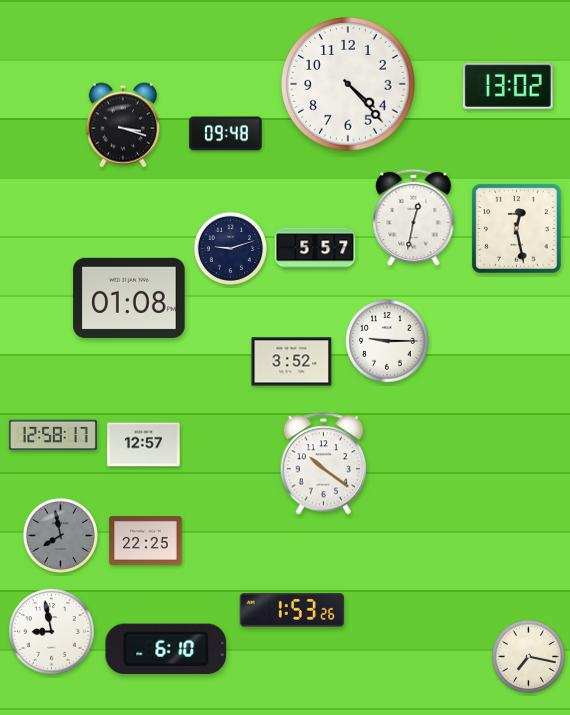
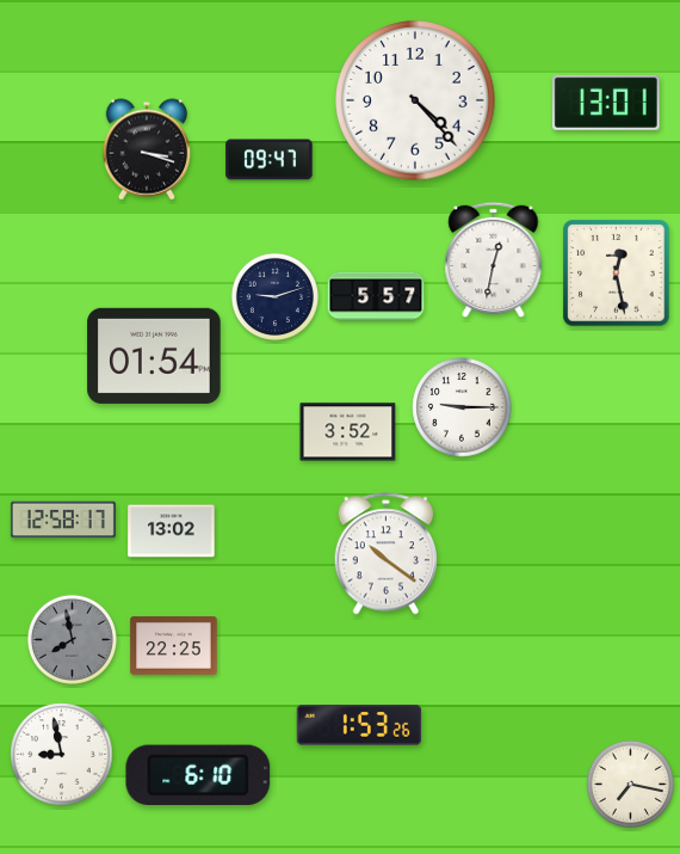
clock at (508, 86): 13:02 -> 13:01
clock at (226, 134): 09:48 -> 09:47
clock at (129, 298): 01:08 -> 01:54
clock at (144, 445): 12:57 -> 13:02
clock at (292, 610) position: (292, 610) -> (359, 725)
